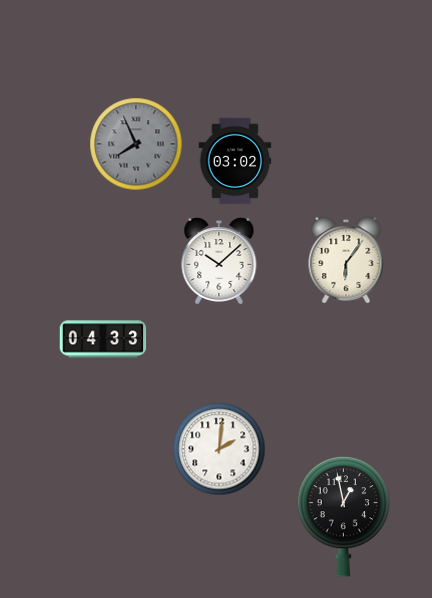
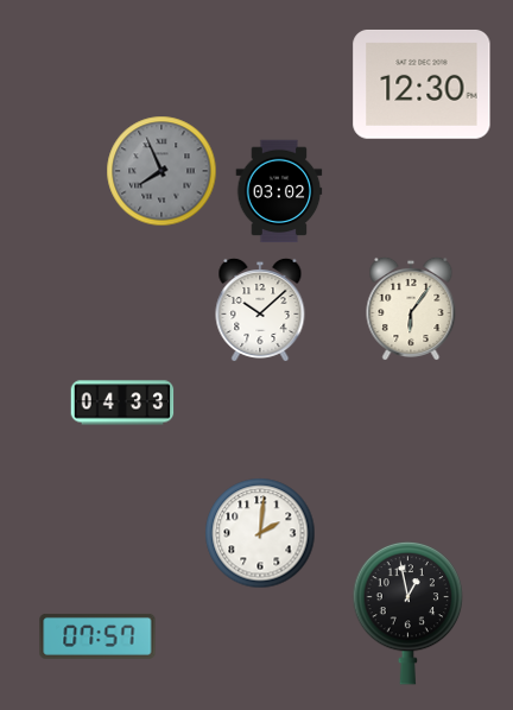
clock at (422, 84): none -> 12:30
clock at (97, 636): none -> 07:57
